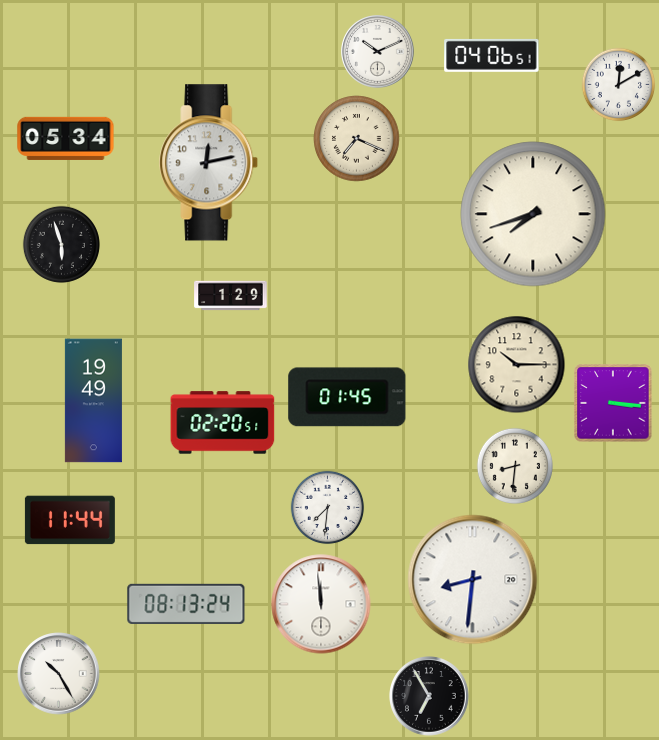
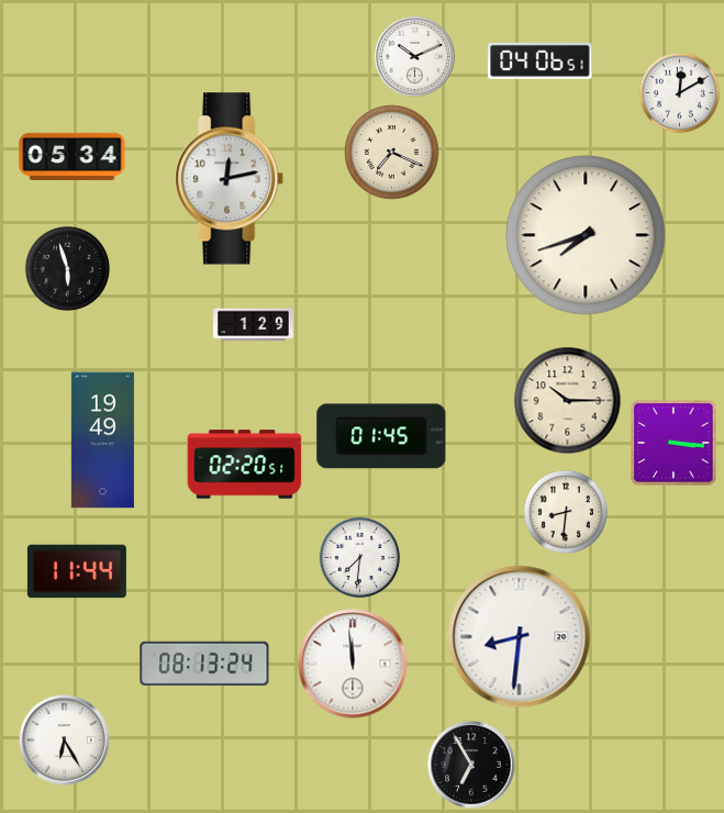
clock at (66, 138) position: (66, 138) -> (73, 156)
clock at (59, 674): 10:25 -> 6:25
